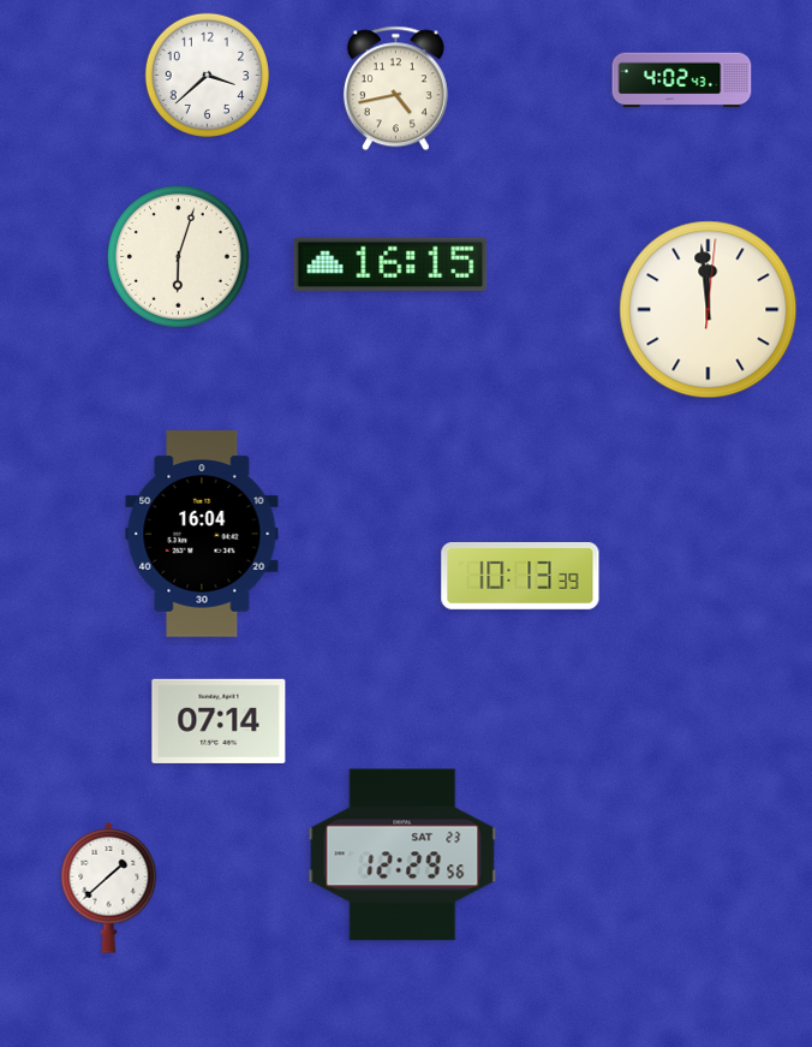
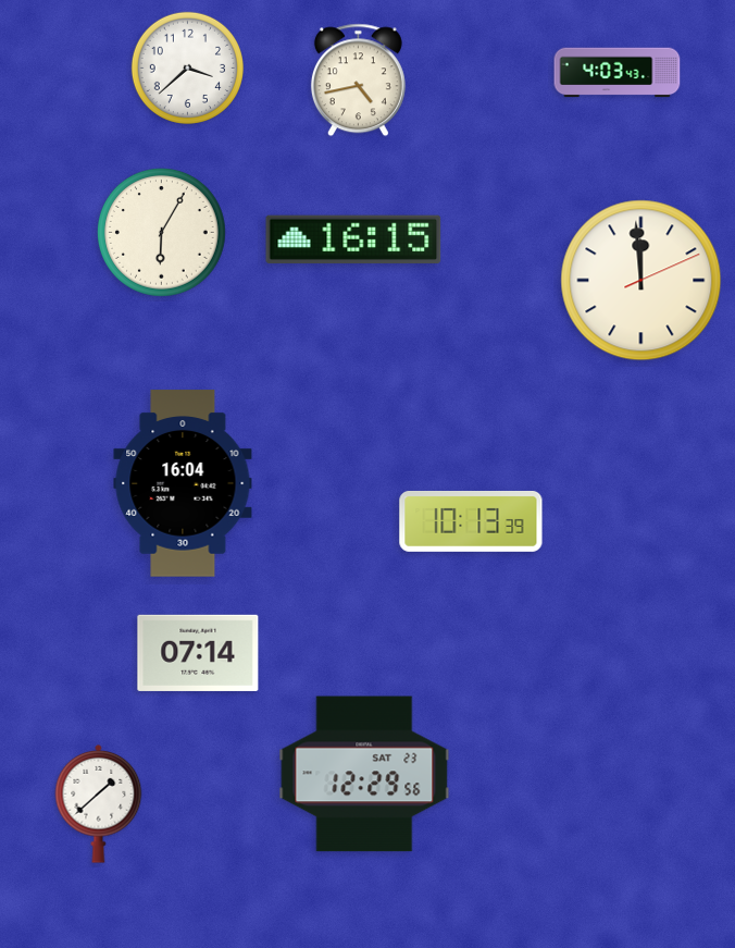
clock at (682, 81): 4:02 -> 4:03
clock at (178, 256): 6:03 -> 6:05
clock at (709, 310): 11:59:01 -> 11:59:11
